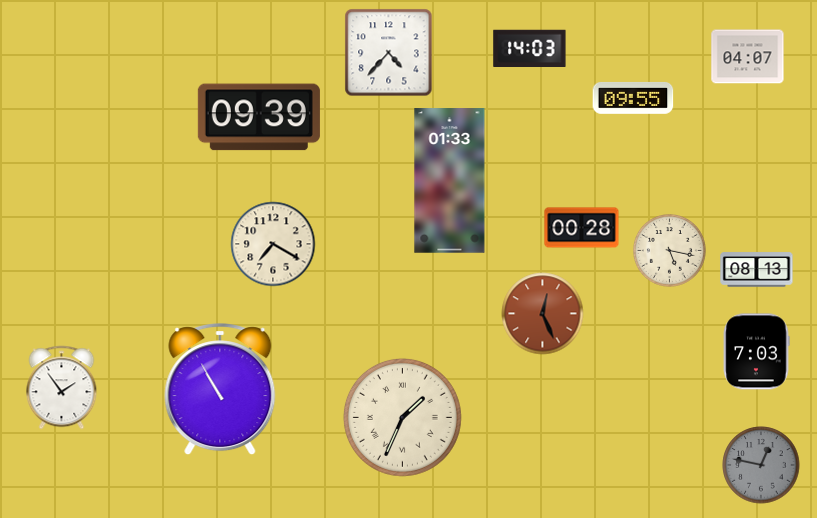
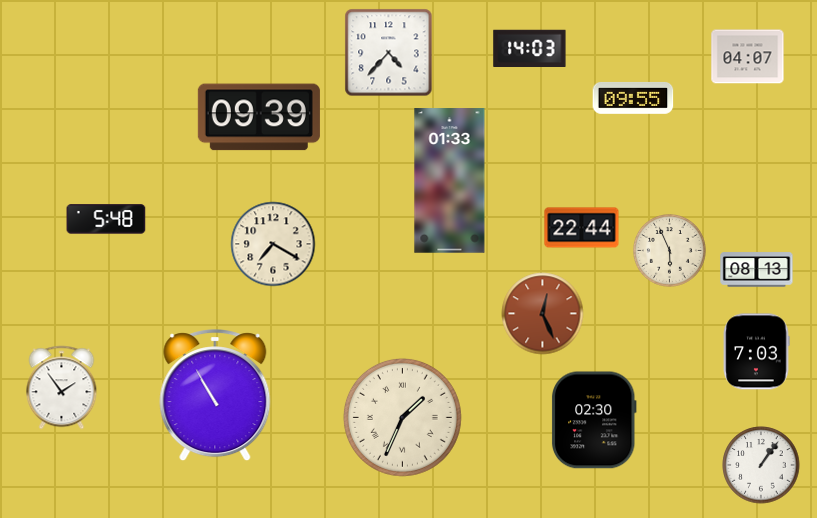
clock at (106, 219): none -> 5:48
clock at (582, 228): 00:28 -> 22:44
clock at (670, 251): 5:17 -> 5:56
clock at (220, 390) position: (220, 390) -> (215, 396)
clock at (594, 420): none -> 02:30
clock at (761, 465): 12:47 -> 1:06
clock at (761, 465) dial: grey -> white
